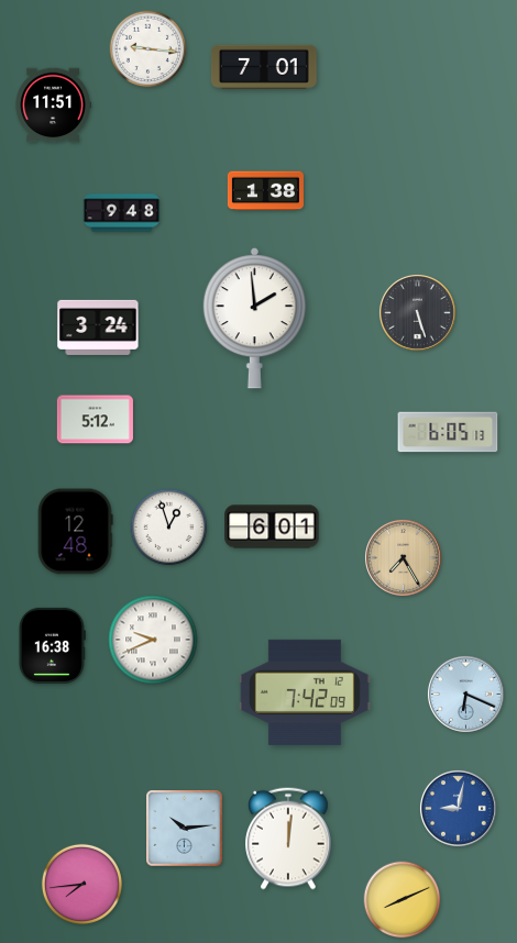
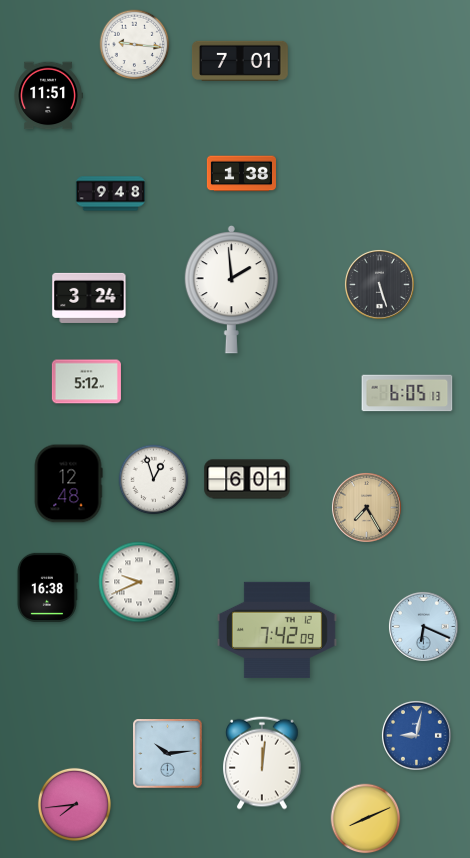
clock at (465, 694) position: (465, 694) -> (423, 626)
